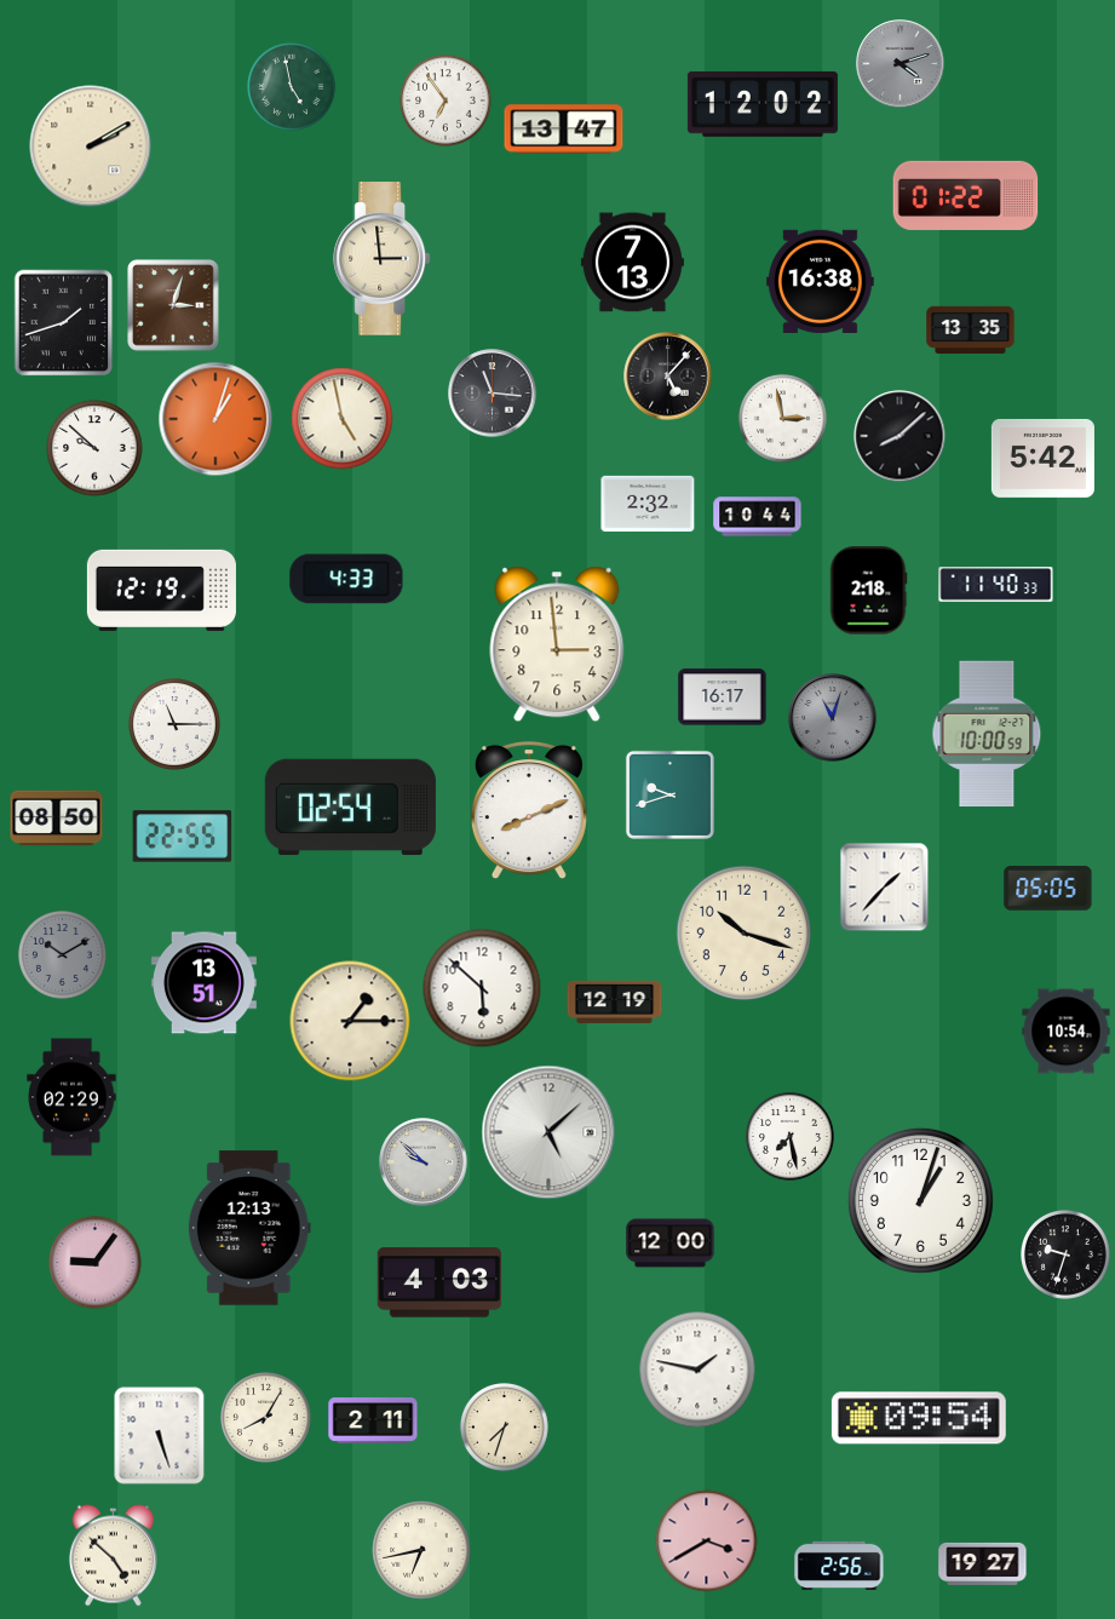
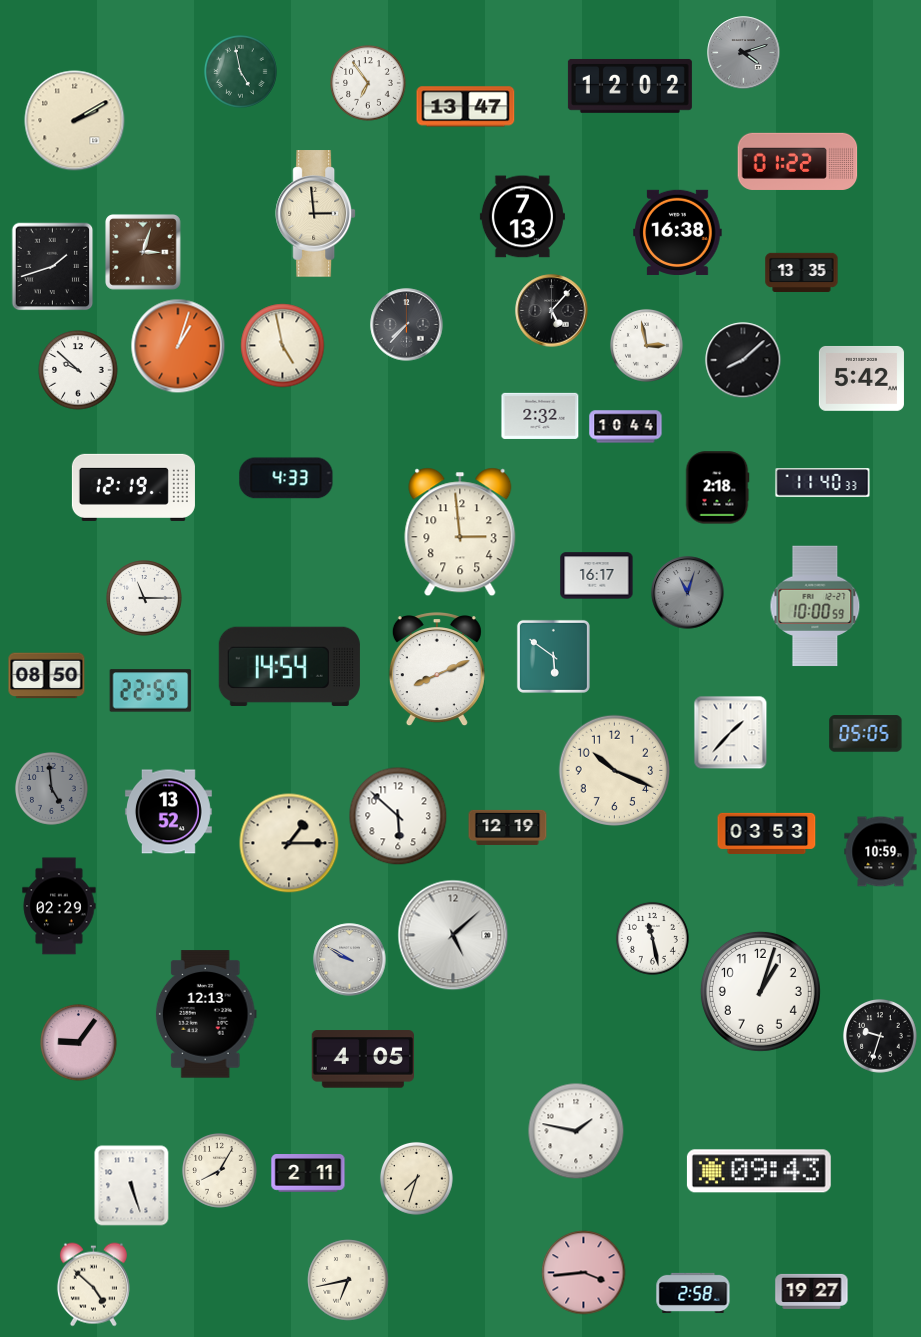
clock at (493, 394): 11:16 -> 7:37
clock at (648, 504) position: (648, 504) -> (540, 416)
clock at (669, 794): 9:42 -> 5:51
clock at (350, 806): 02:54 -> 14:54
clock at (743, 932): 10:18 -> 10:19
clock at (62, 954): 10:10 -> 4:59
clock at (203, 983): 13:51 -> 13:52
clock at (767, 833): none -> 03:53
clock at (1067, 1032): 10:54 -> 10:59
clock at (789, 1136): 7:28 -> 11:28
clock at (424, 1162): 9:52 -> 9:50
clock at (671, 1244): 12:00 -> none
clock at (438, 1282): 4:03 -> 4:05
clock at (919, 1418): 09:54 -> 09:43
clock at (707, 1542): 3:40 -> 3:44
clock at (839, 1566): 2:56 -> 2:58
